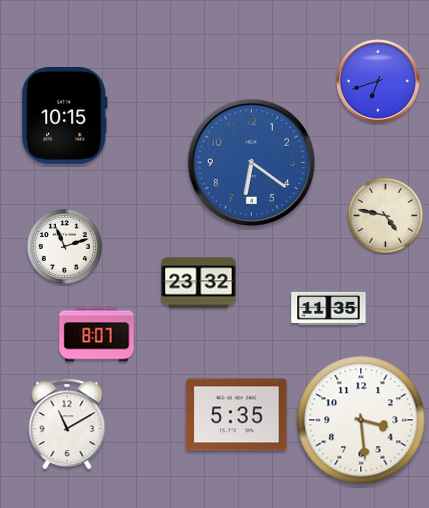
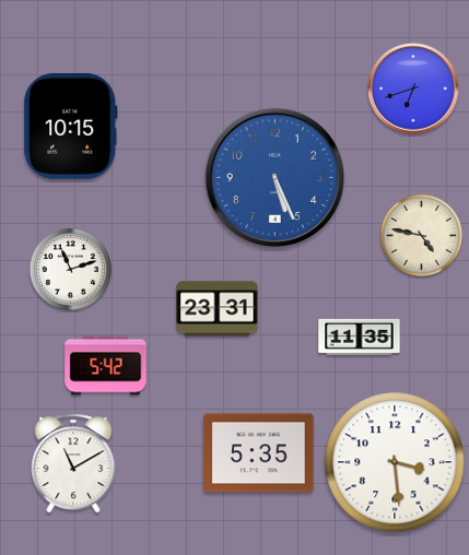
clock at (251, 162): 6:21 -> 5:26
clock at (199, 283): 23:32 -> 23:31
clock at (97, 335): 8:07 -> 5:42
clock at (361, 420) position: (361, 420) -> (395, 462)
